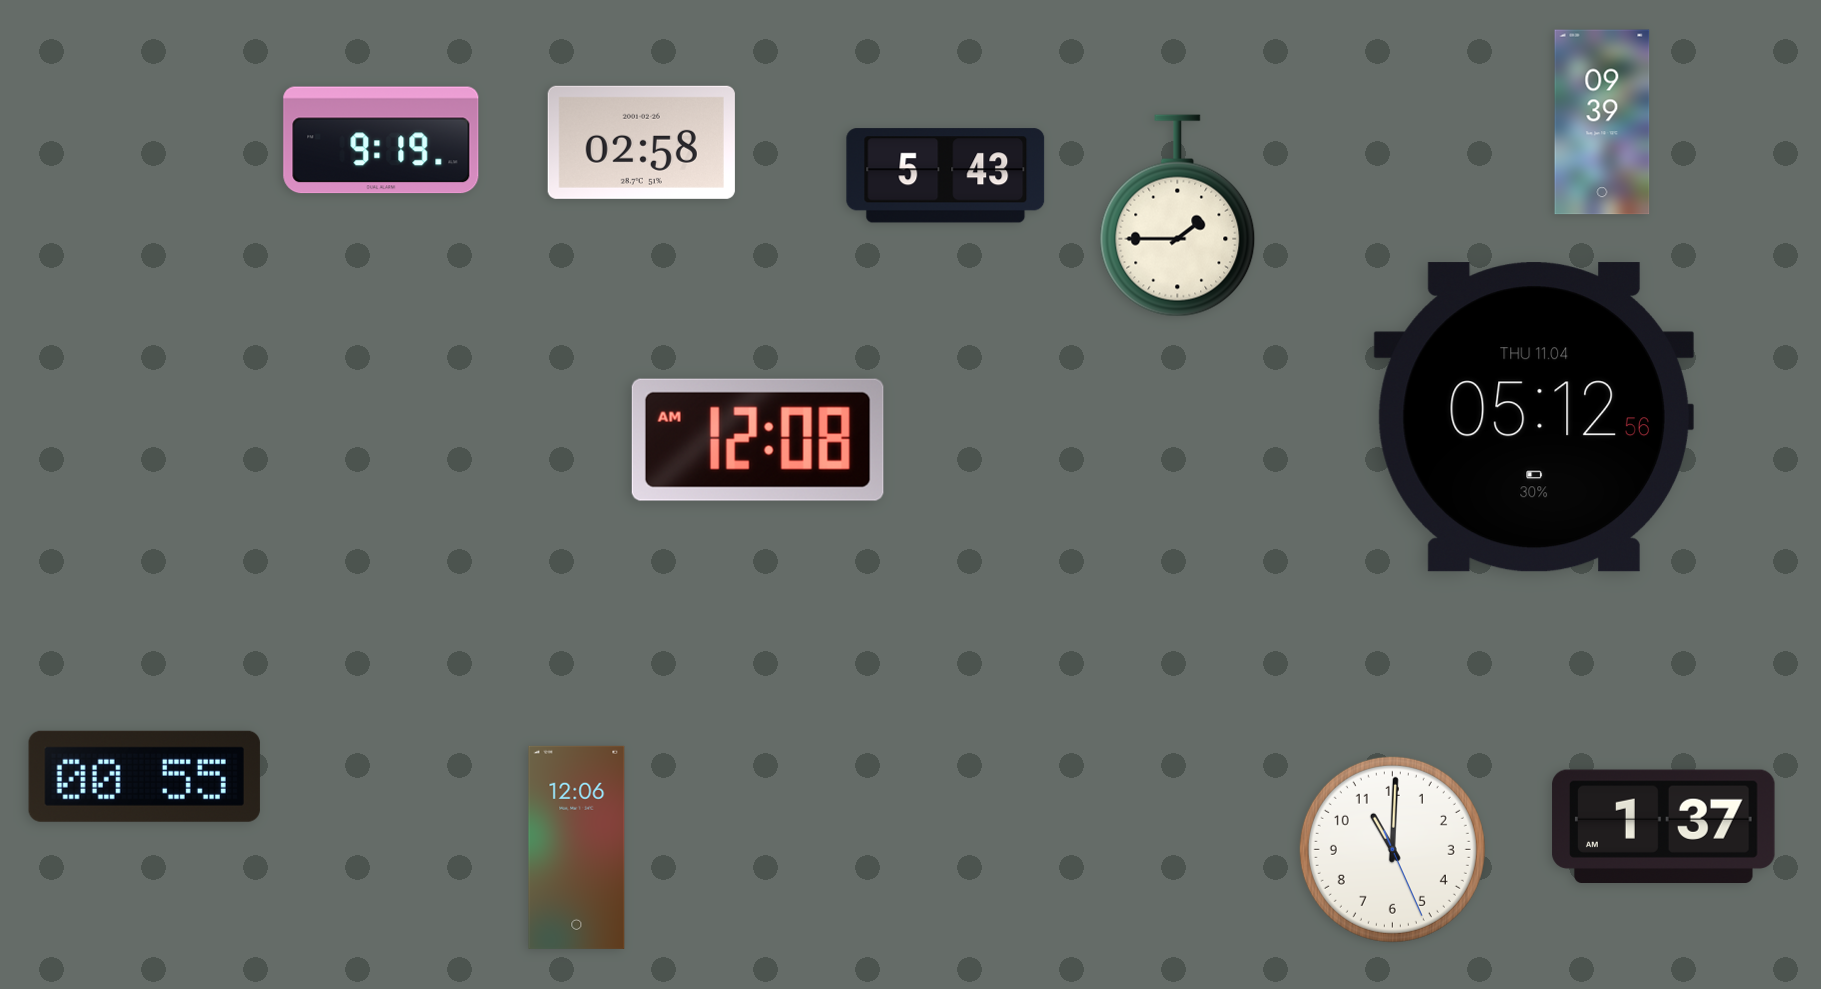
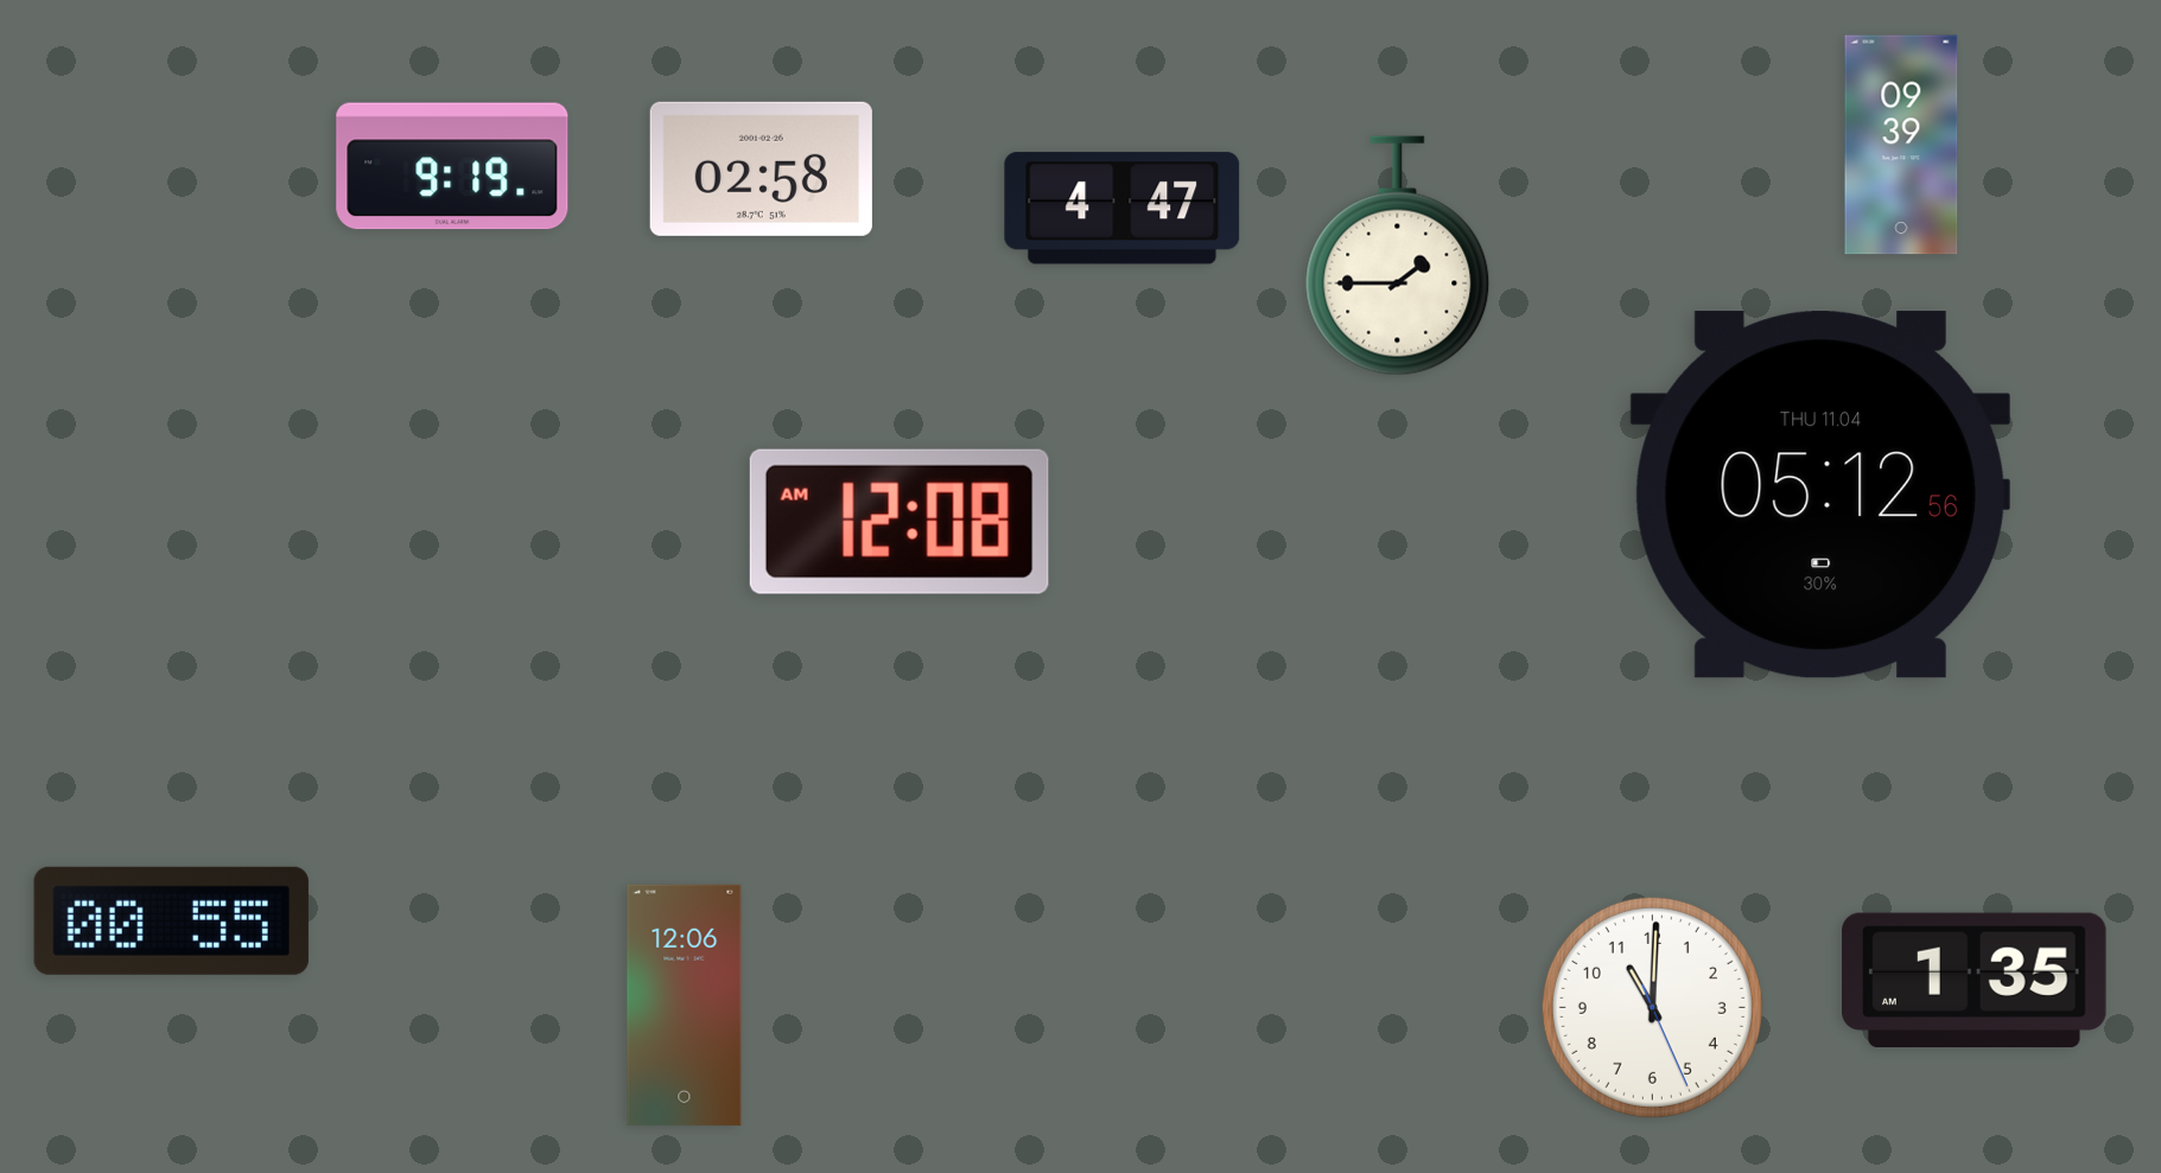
clock at (946, 176): 5:43 -> 4:47
clock at (1664, 827): 1:37 -> 1:35
